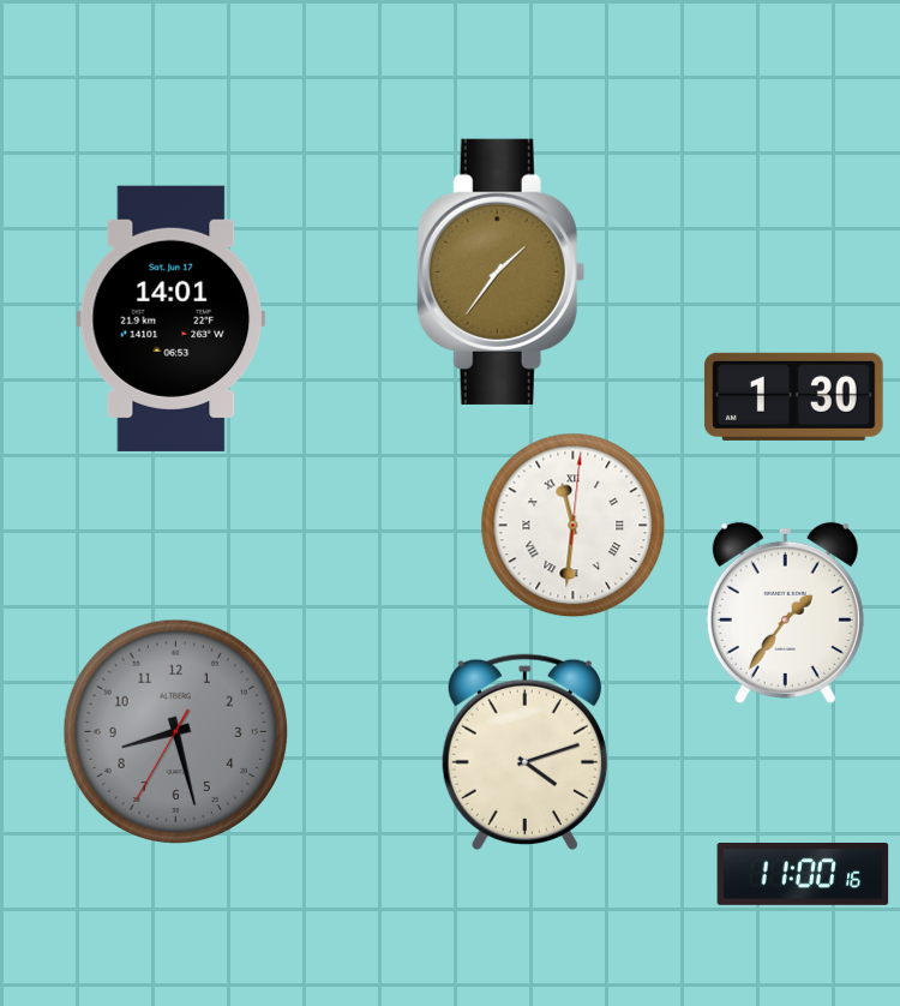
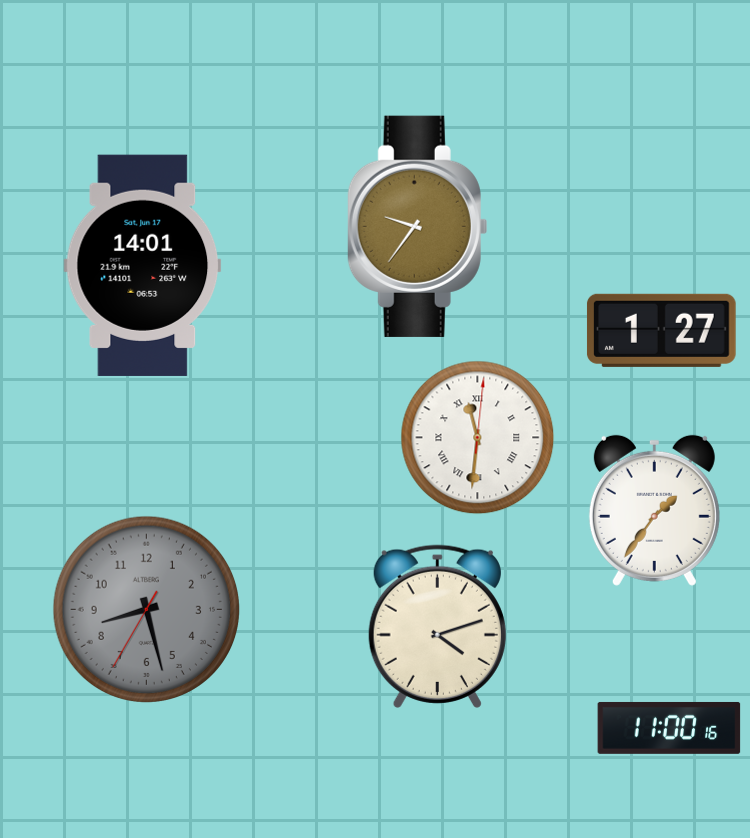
clock at (502, 271): 1:36 -> 9:36
clock at (793, 396): 1:30 -> 1:27
